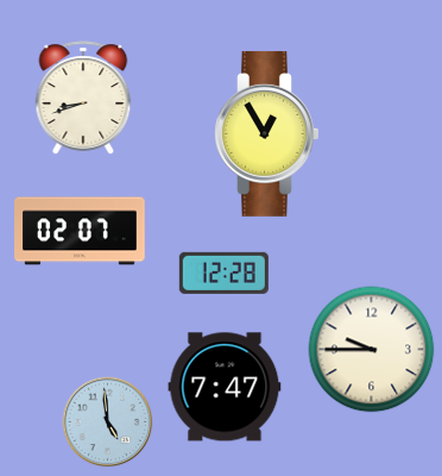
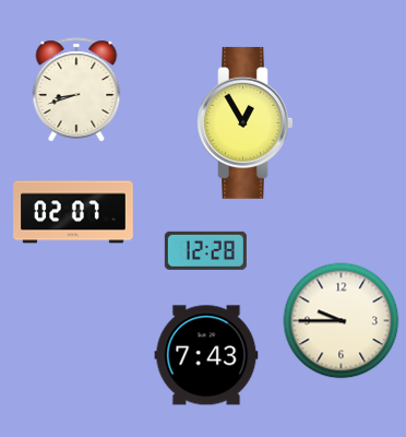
clock at (225, 387): 7:47 -> 7:43
clock at (108, 422): 4:59 -> none
